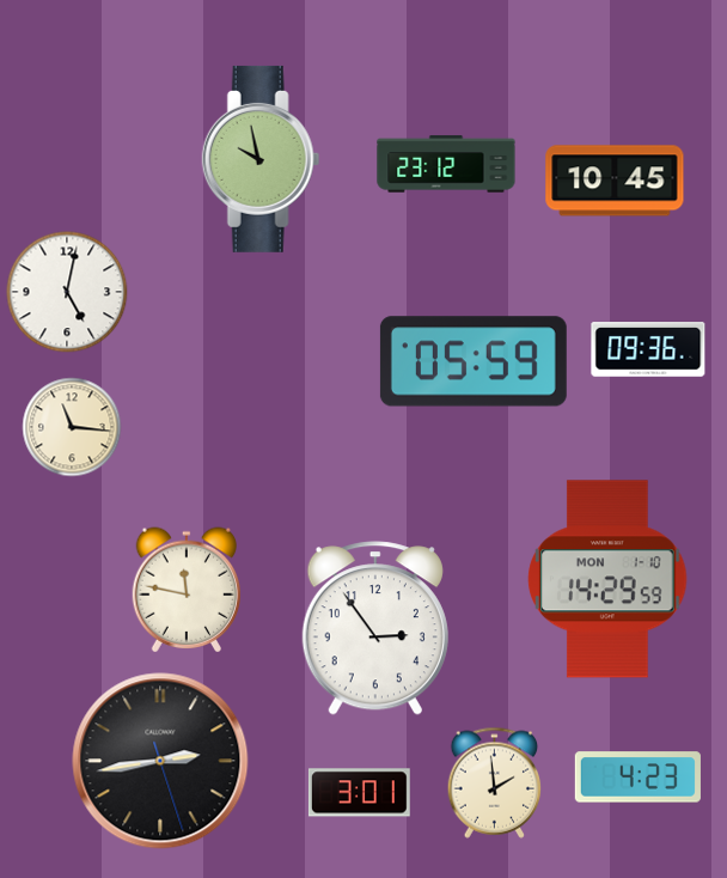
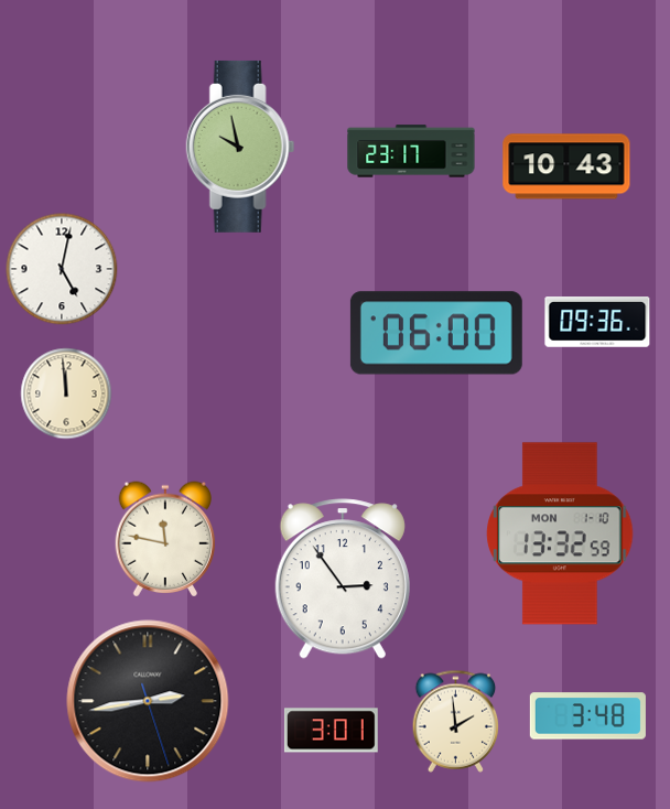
clock at (446, 164): 23:12 -> 23:17
clock at (615, 181): 10:45 -> 10:43
clock at (474, 361): 05:59 -> 06:00
clock at (72, 427): 11:16 -> 11:59
clock at (607, 579): 14:29 -> 13:32
clock at (187, 590) position: (187, 590) -> (165, 539)
clock at (375, 628) position: (375, 628) -> (343, 579)
clock at (637, 778): 4:23 -> 3:48
